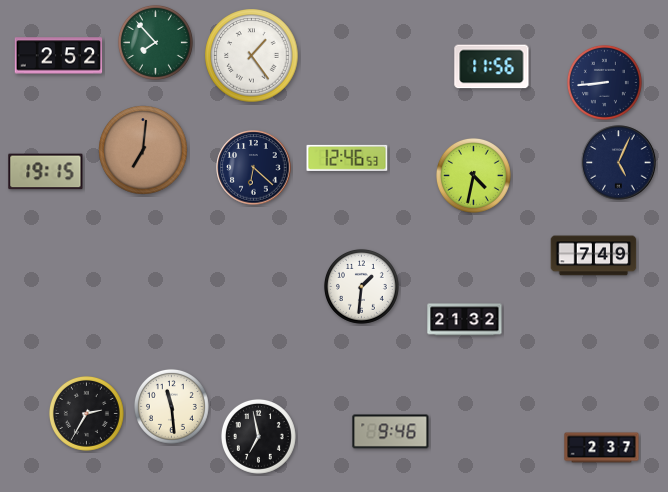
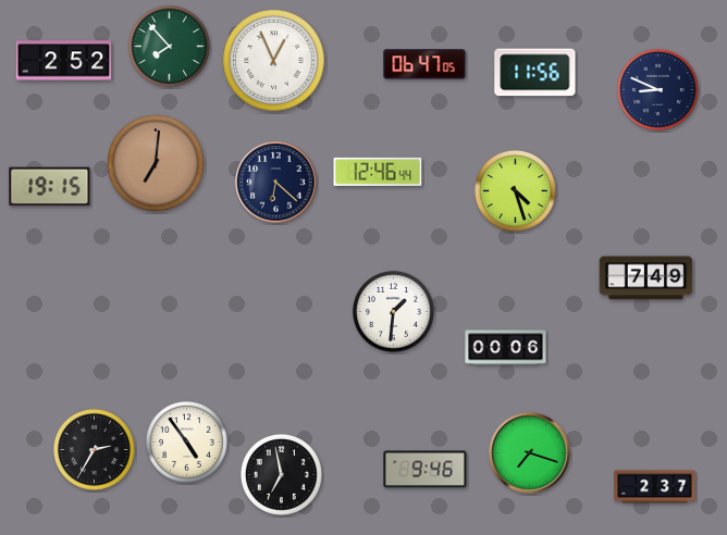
clock at (252, 56): 1:24 -> 12:56
clock at (424, 64): none -> 06:47
clock at (604, 82): 8:44 -> 8:49
clock at (347, 158): 12:46:53 -> 12:46:44
clock at (619, 163): 5:04 -> none
clock at (473, 175): 4:32 -> 4:27
clock at (465, 320): 21:32 -> 00:06
clock at (171, 406): 11:29 -> 4:54
clock at (530, 453): none -> 7:18
